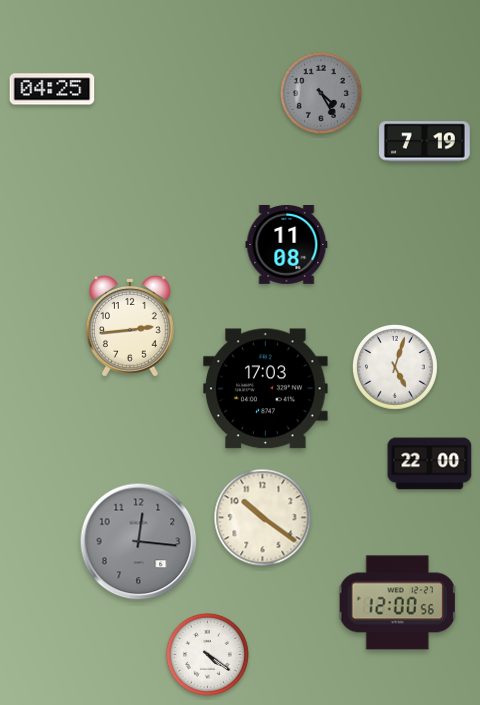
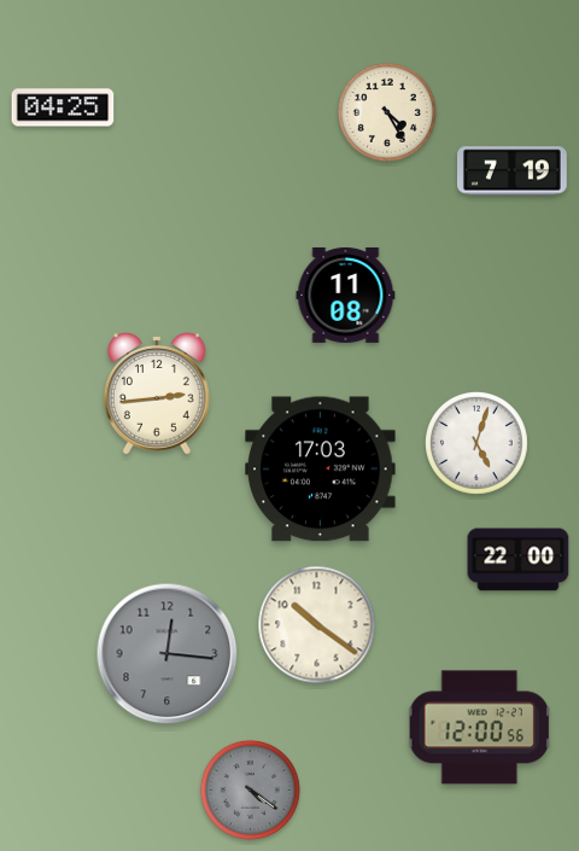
clock at (321, 93) dial: grey -> cream
clock at (207, 654) dial: white -> grey
